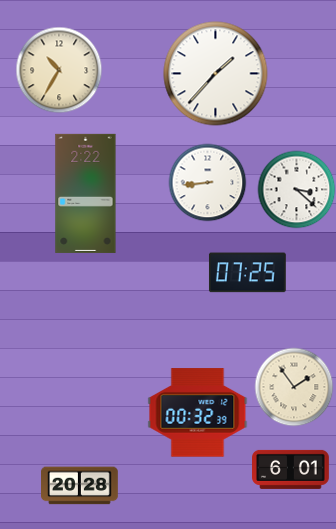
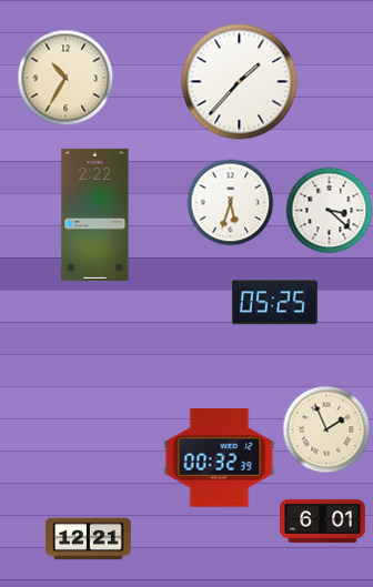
clock at (207, 182): 8:44 -> 5:33
clock at (247, 273): 07:25 -> 05:25
clock at (294, 387): 1:54 -> 1:56
clock at (80, 486): 20:28 -> 12:21
